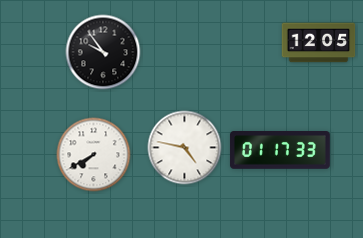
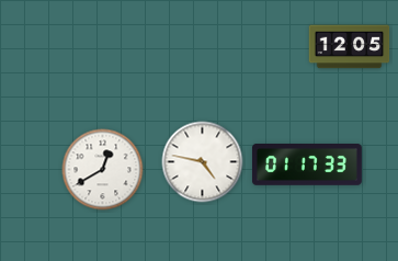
clock at (103, 52): 9:54 -> none
clock at (94, 155): 7:40 -> 12:40
